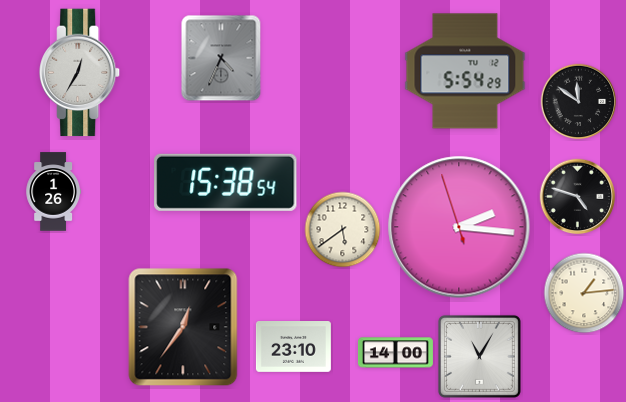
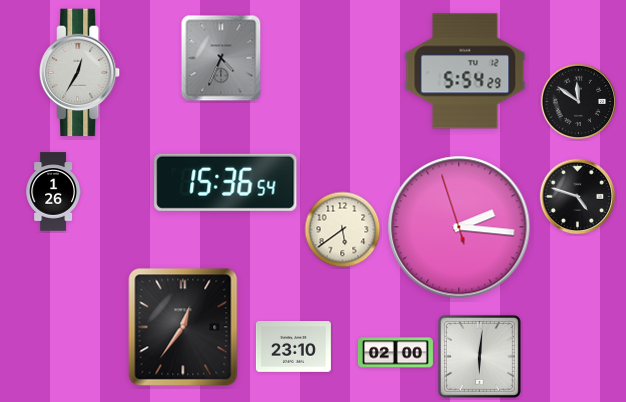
clock at (226, 182): 15:38 -> 15:36
clock at (584, 293): 1:14 -> none
clock at (395, 353): 14:00 -> 02:00
clock at (479, 356): 11:05 -> 6:01
